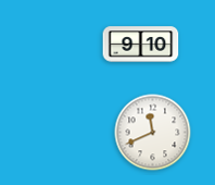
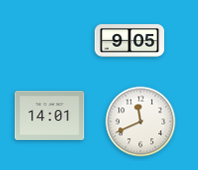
clock at (141, 45): 9:10 -> 9:05
clock at (50, 115): none -> 14:01
